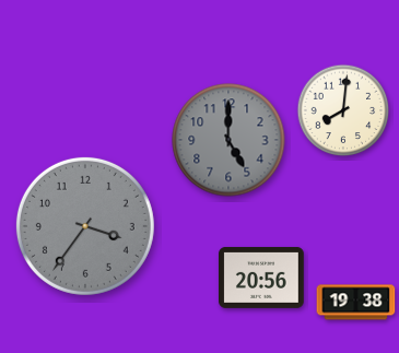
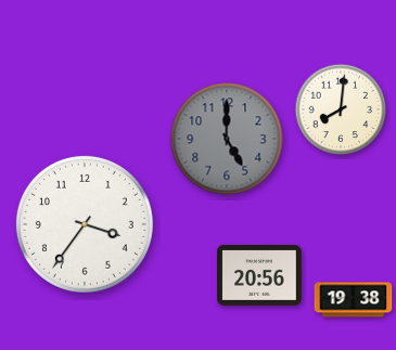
clock at (85, 226) dial: grey -> white
